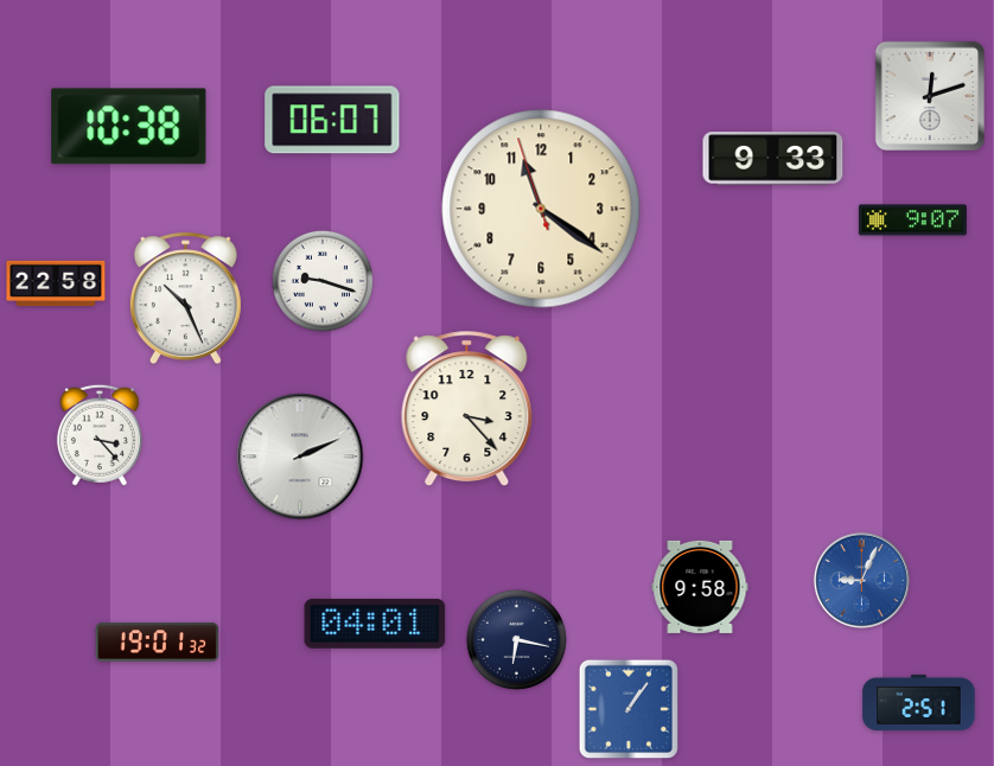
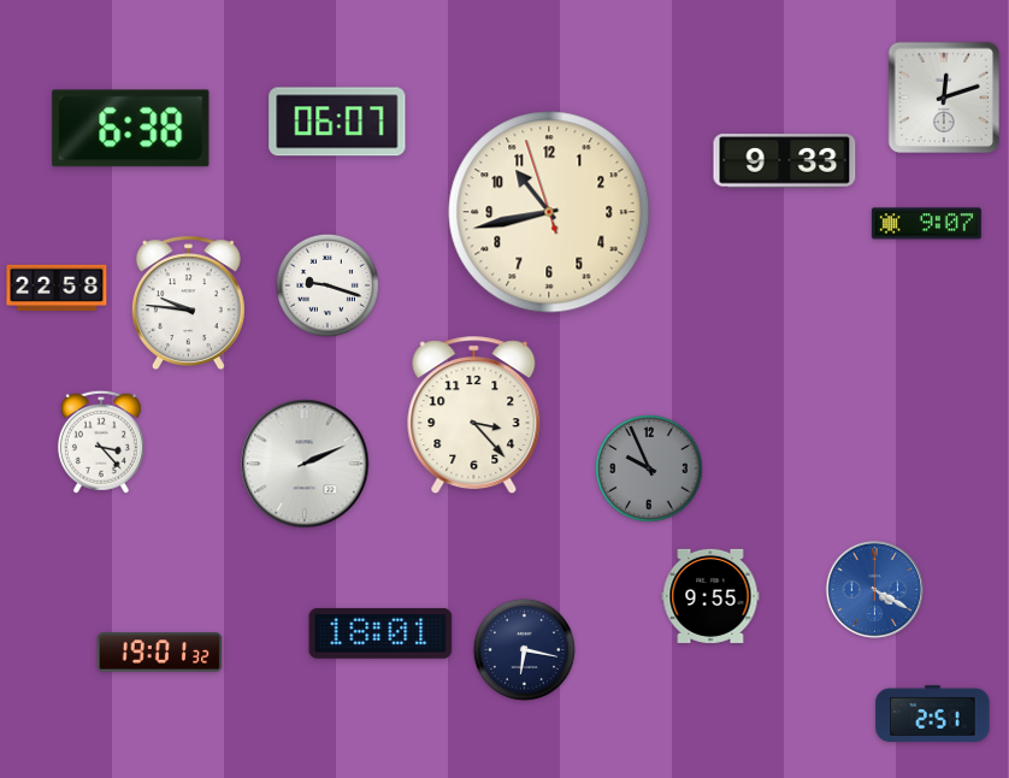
clock at (129, 127): 10:38 -> 6:38
clock at (541, 209): 11:20 -> 10:42
clock at (185, 299): 10:26 -> 9:46
clock at (650, 470): none -> 9:56
clock at (861, 580): 9:04 -> 4:20
clock at (700, 587): 9:58 -> 9:55
clock at (375, 624): 04:01 -> 18:01
clock at (629, 709): 1:06 -> none
